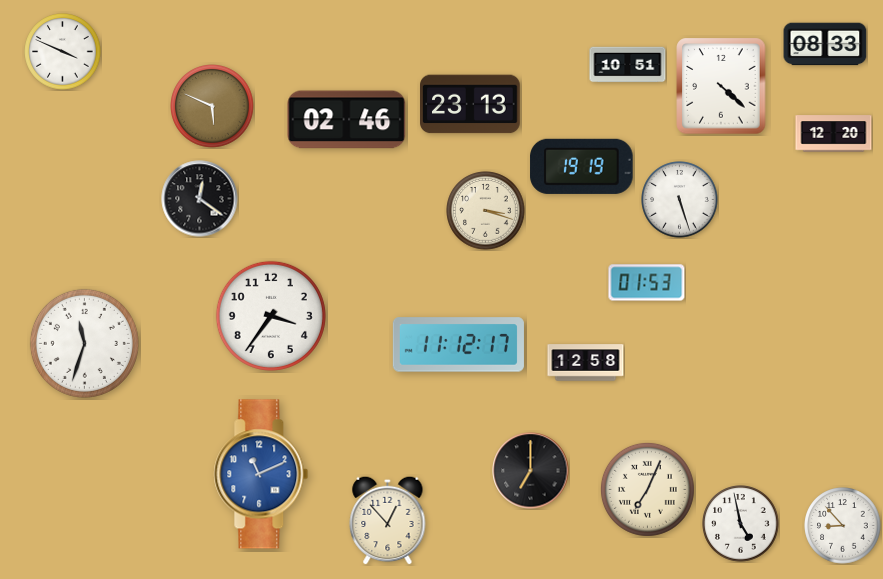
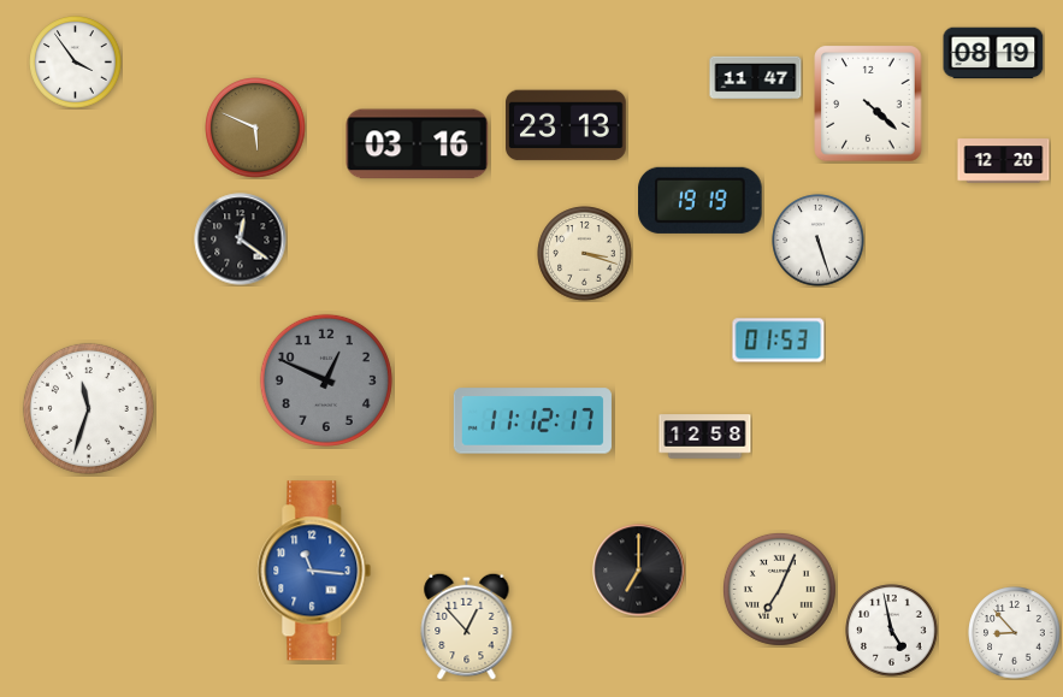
clock at (825, 44): 08:33 -> 08:19
clock at (63, 52): 3:49 -> 3:54
clock at (628, 65): 10:51 -> 11:47
clock at (347, 120): 02:46 -> 03:16
clock at (271, 316): 3:36 -> 12:49
clock at (271, 316) dial: white -> grey
clock at (84, 343) position: (84, 343) -> (88, 408)
clock at (458, 345) position: (458, 345) -> (532, 421)
clock at (531, 471) position: (531, 471) -> (639, 571)
clock at (261, 474): 11:11 -> 11:16
